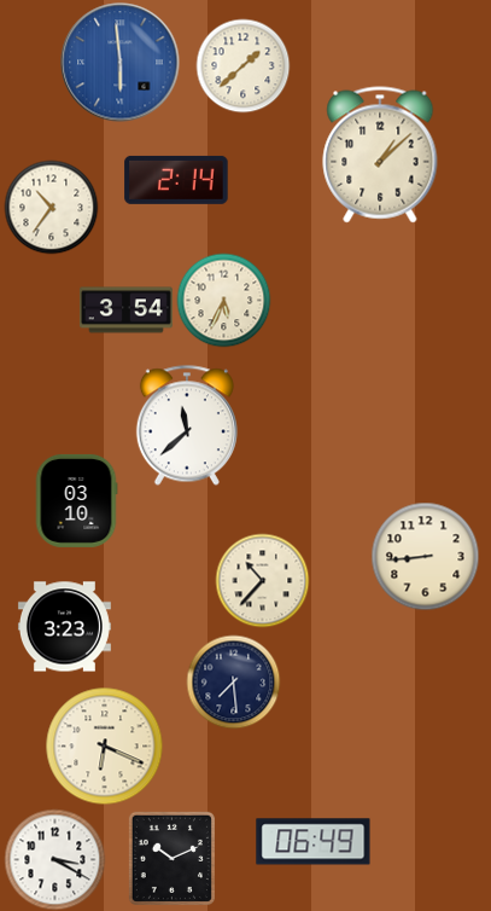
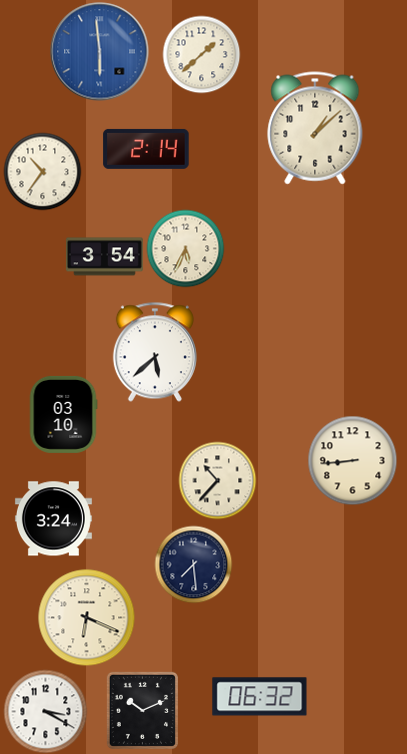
clock at (187, 425): 11:38 -> 5:38
clock at (64, 627): 3:23 -> 3:24
clock at (314, 842): 06:49 -> 06:32
